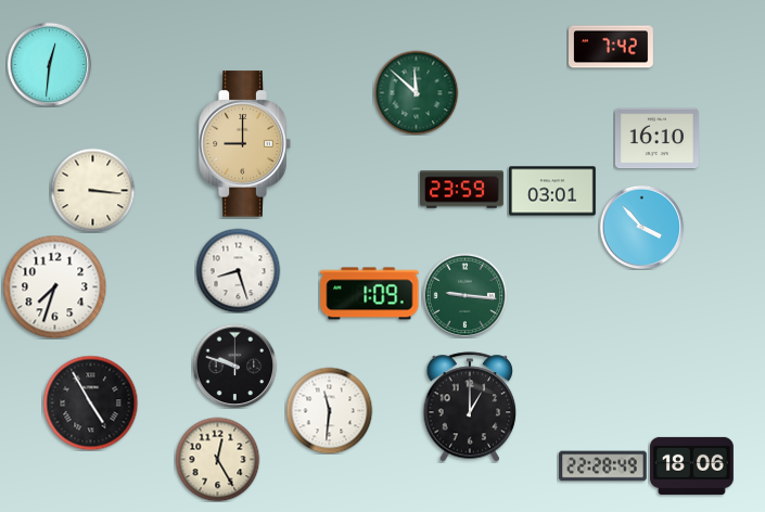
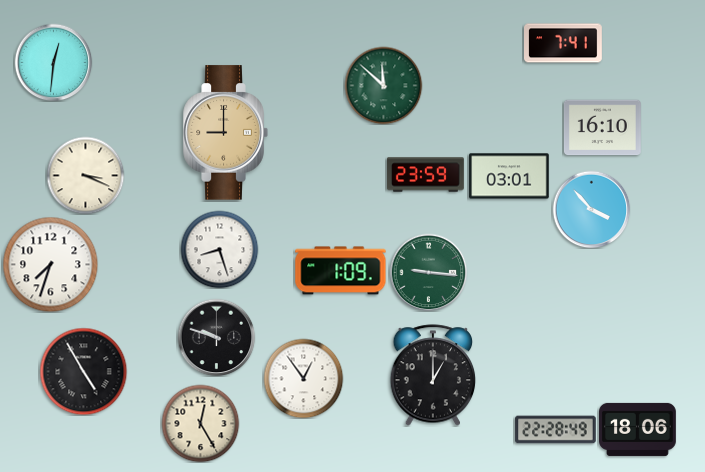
clock at (612, 47): 7:42 -> 7:41
clock at (49, 64) position: (49, 64) -> (53, 62)
clock at (656, 139) position: (656, 139) -> (602, 128)
clock at (92, 190): 3:16 -> 3:19
clock at (329, 410): 11:31 -> 12:54
